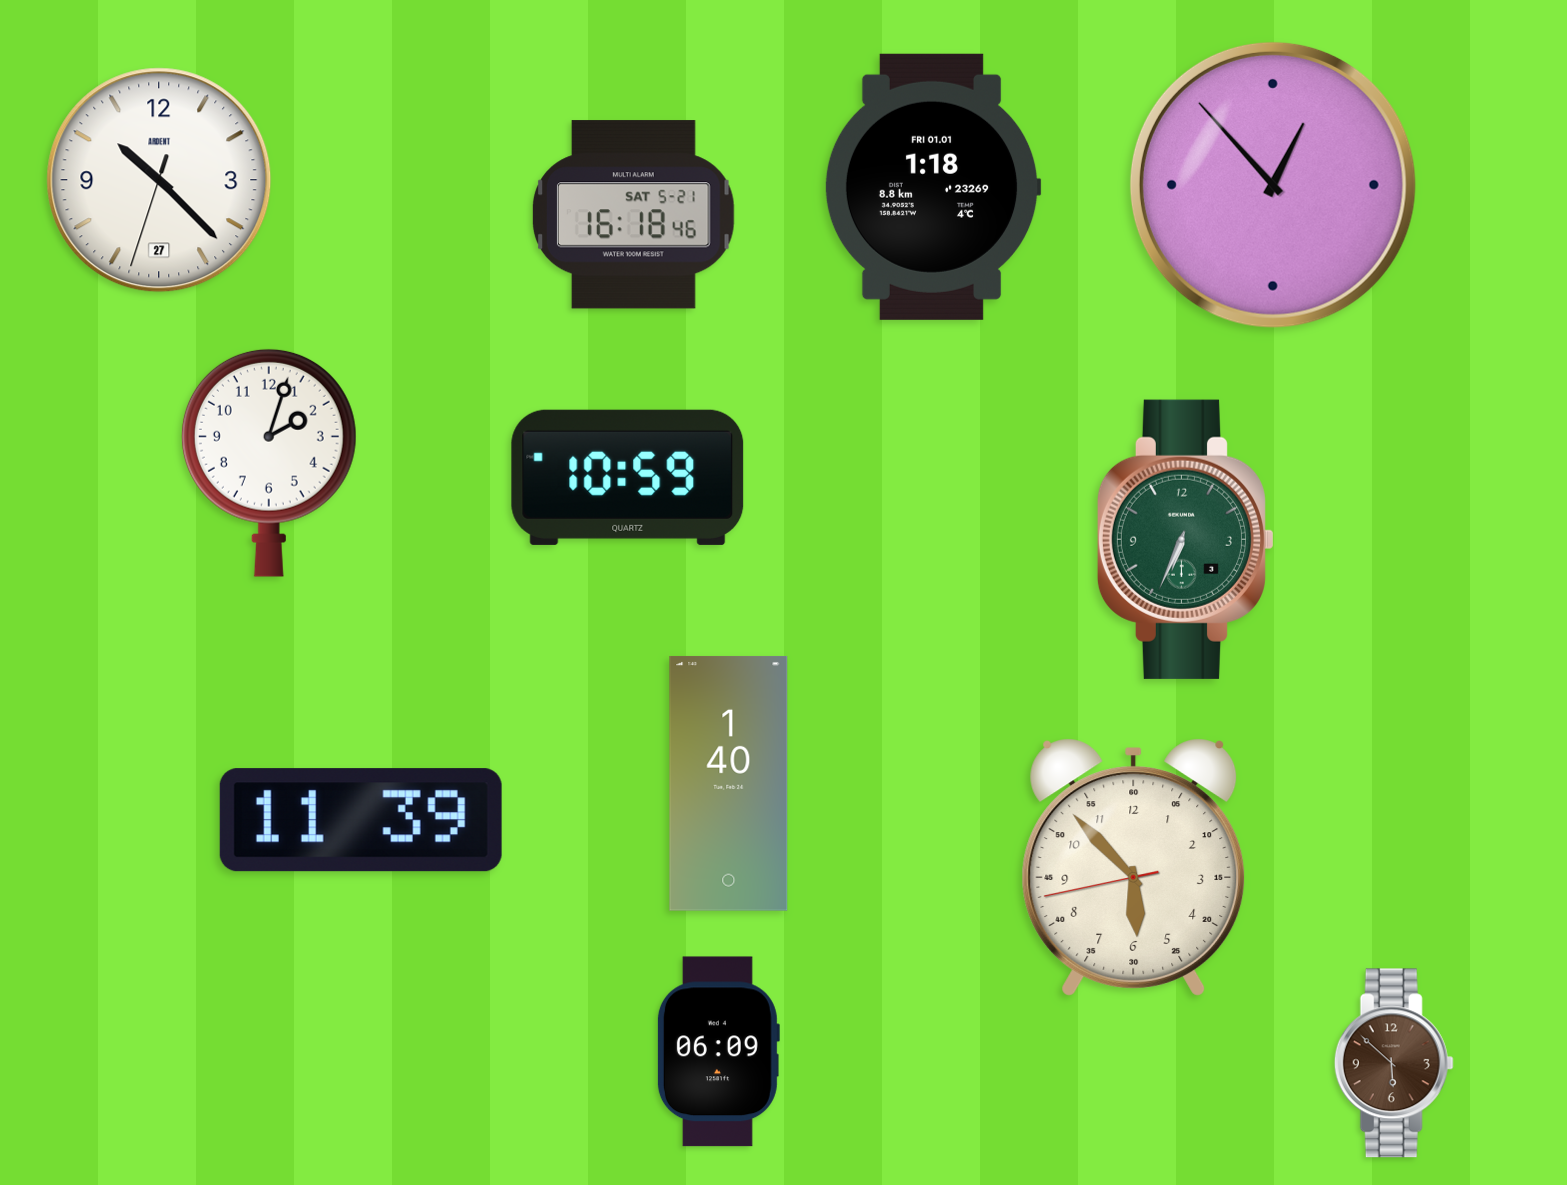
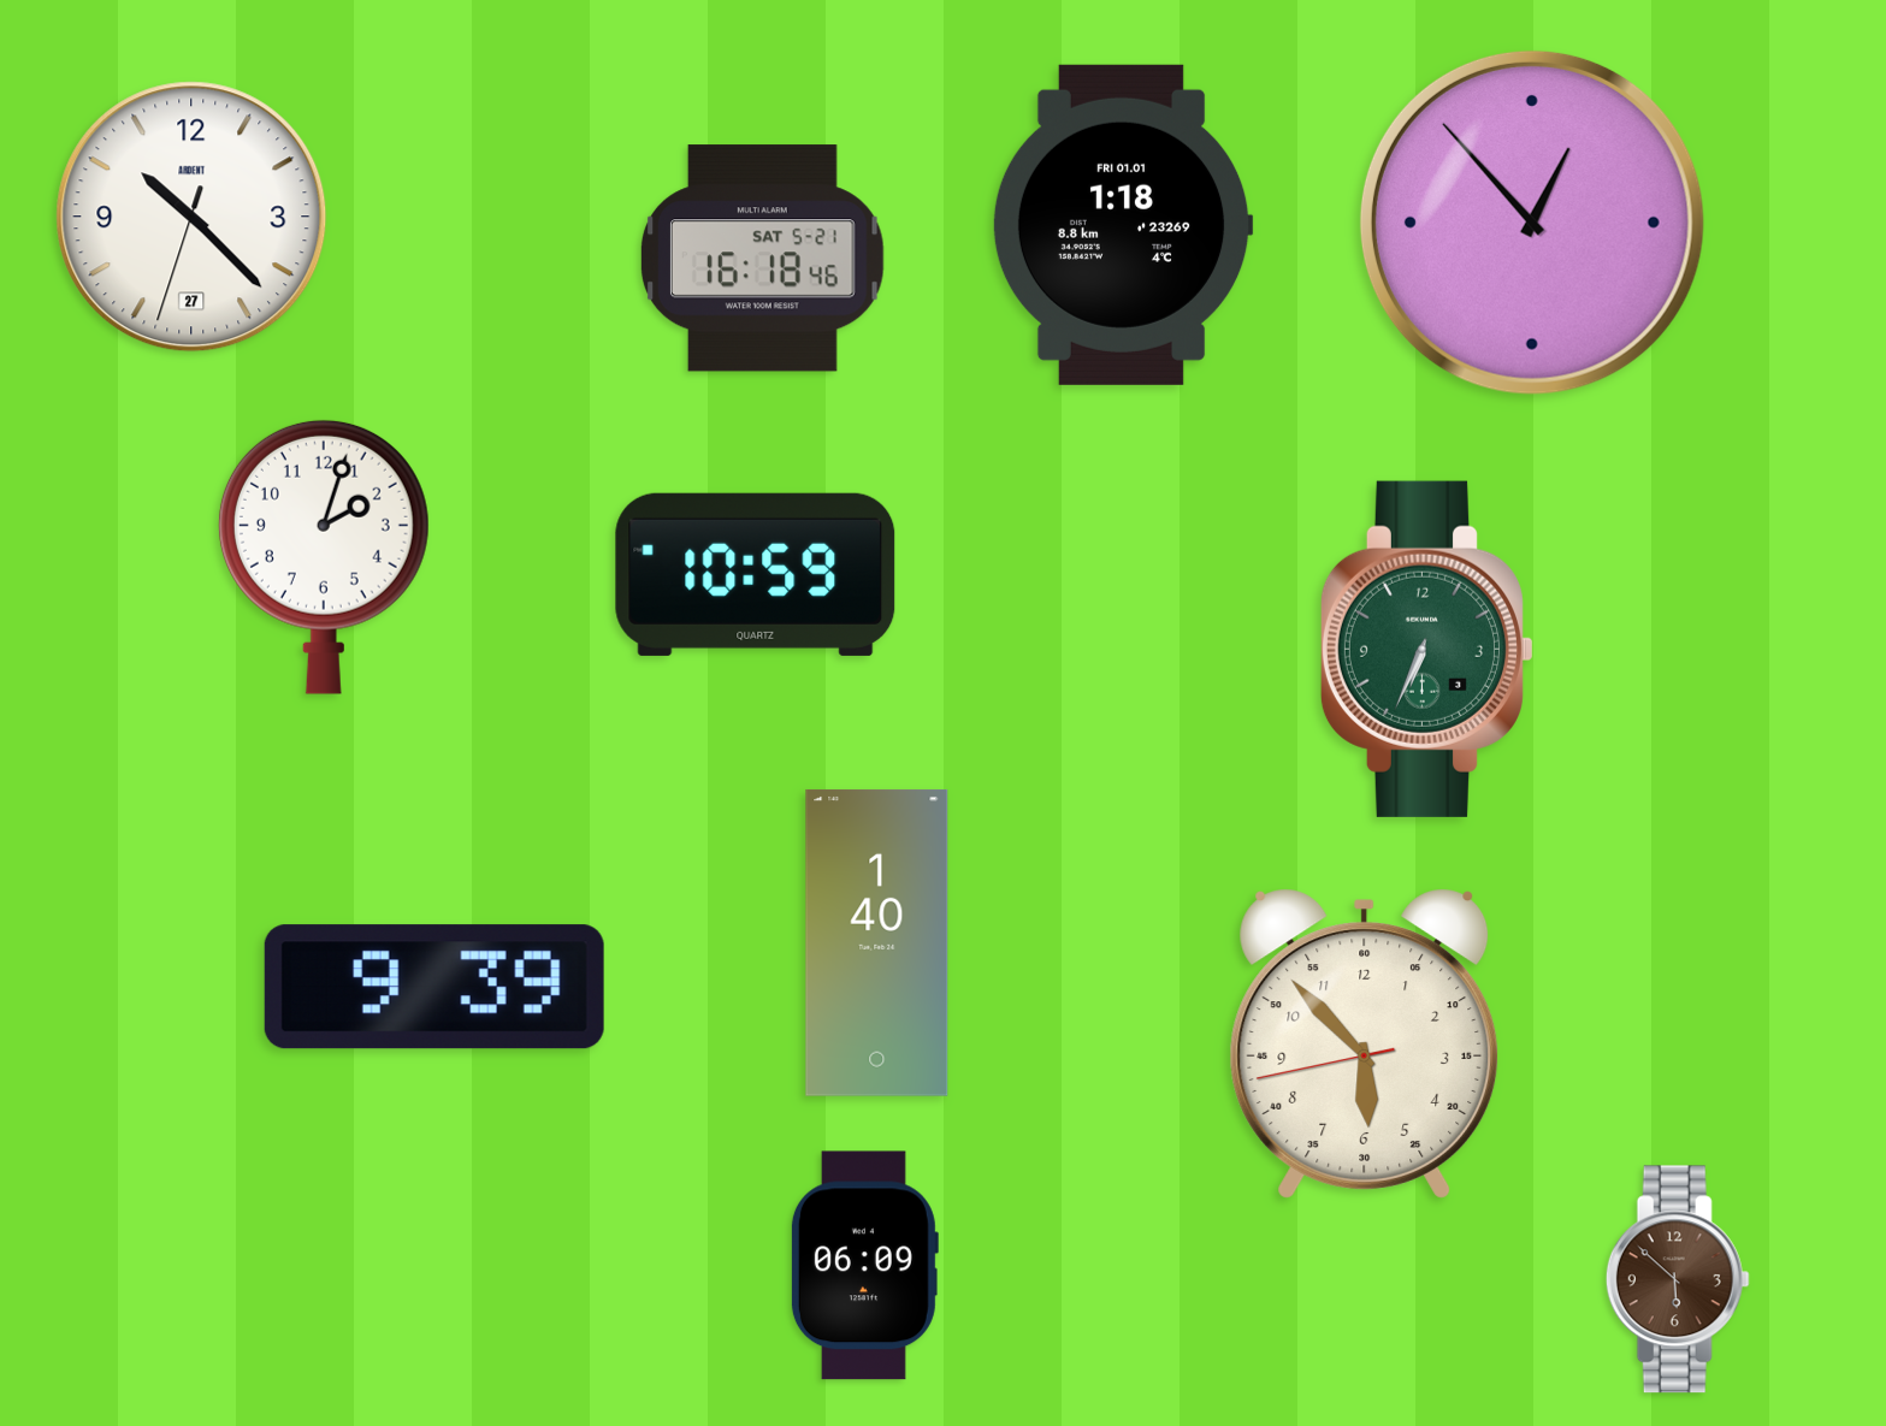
clock at (361, 820): 11:39 -> 9:39
